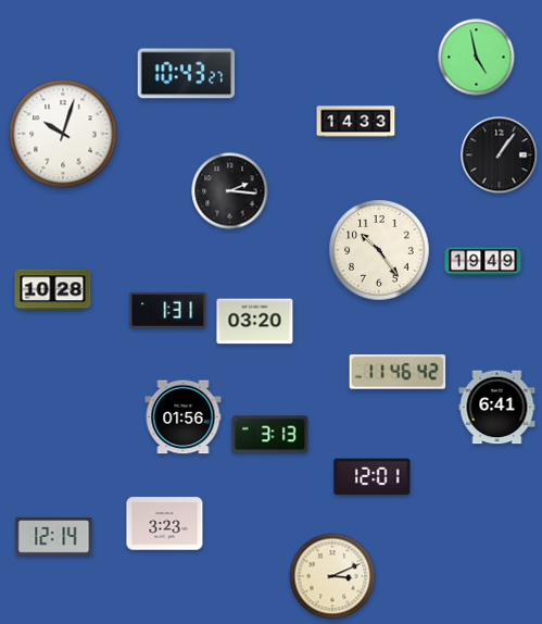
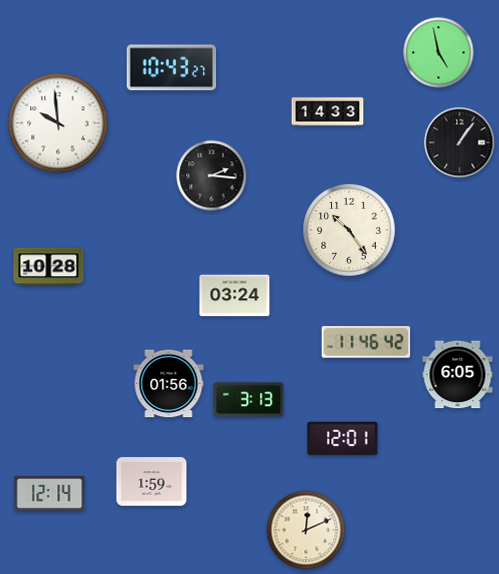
clock at (63, 134): 10:03 -> 9:59
clock at (483, 262): 19:49 -> none
clock at (168, 310): 1:31 -> none
clock at (255, 322): 03:20 -> 03:24
clock at (497, 408): 6:41 -> 6:05
clock at (165, 524): 3:23 -> 1:59
clock at (332, 576): 3:11 -> 12:11
